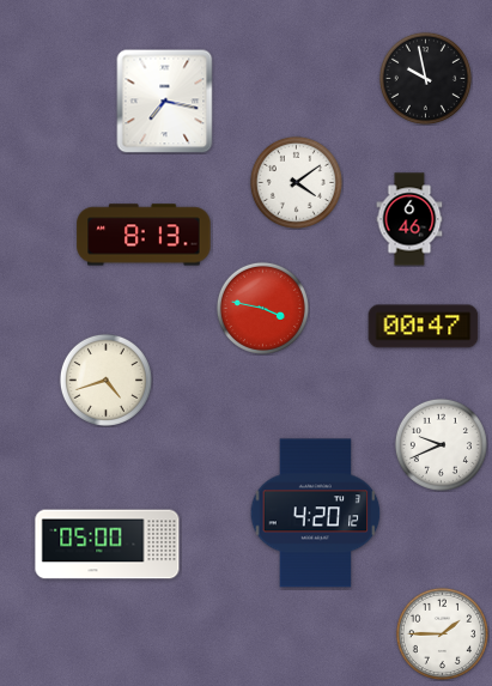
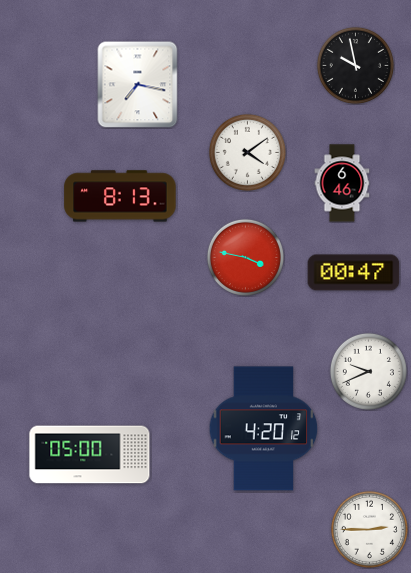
clock at (262, 308) position: (262, 308) -> (245, 257)
clock at (105, 380): 4:42 -> none
clock at (442, 633): 1:45 -> 2:45
